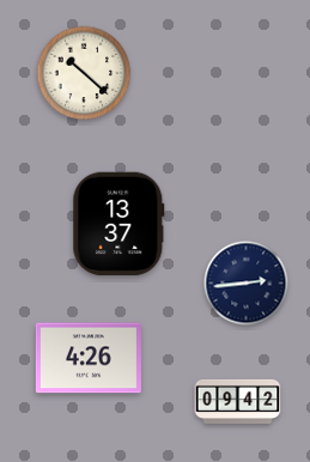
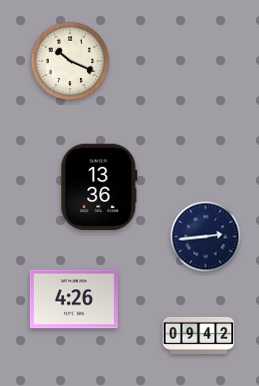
clock at (84, 73): 10:22 -> 10:19
clock at (118, 224): 13:37 -> 13:36
